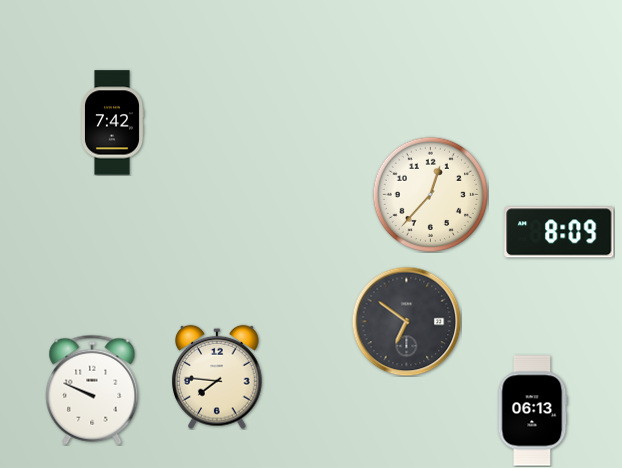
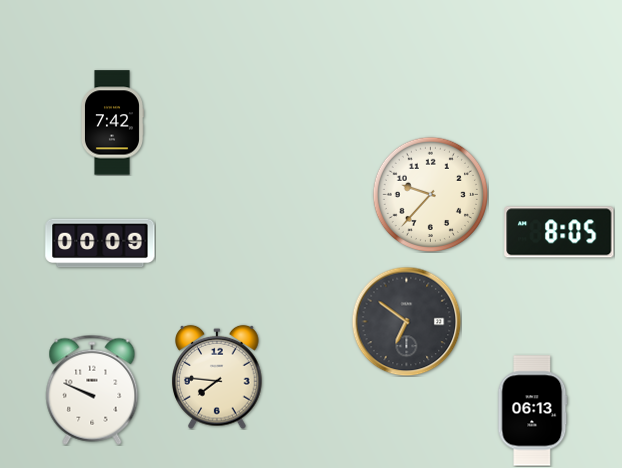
clock at (430, 194): 12:37 -> 9:37
clock at (559, 232): 8:09 -> 8:05
clock at (100, 243): none -> 00:09
